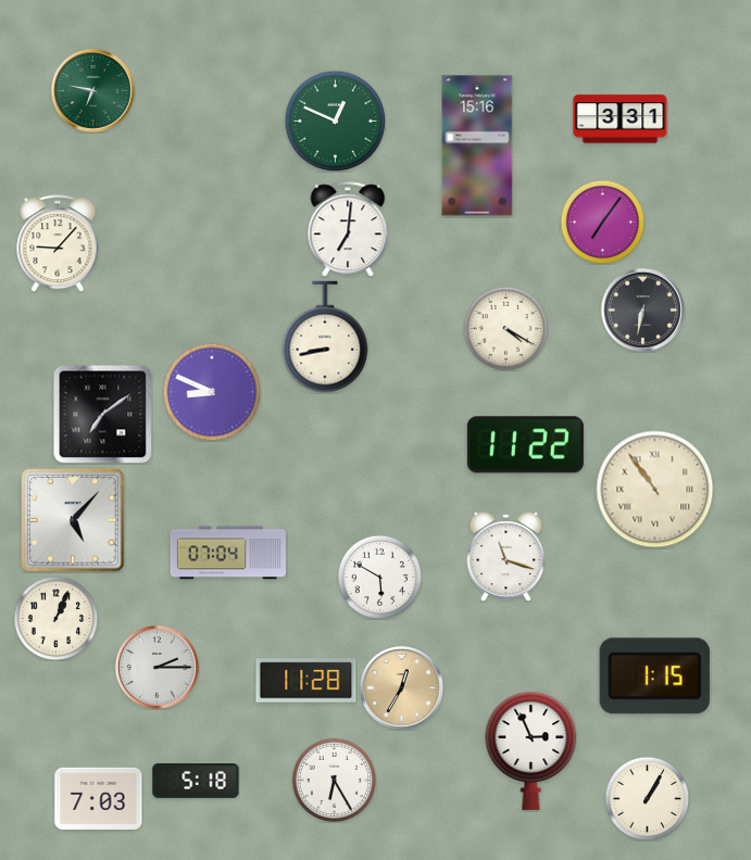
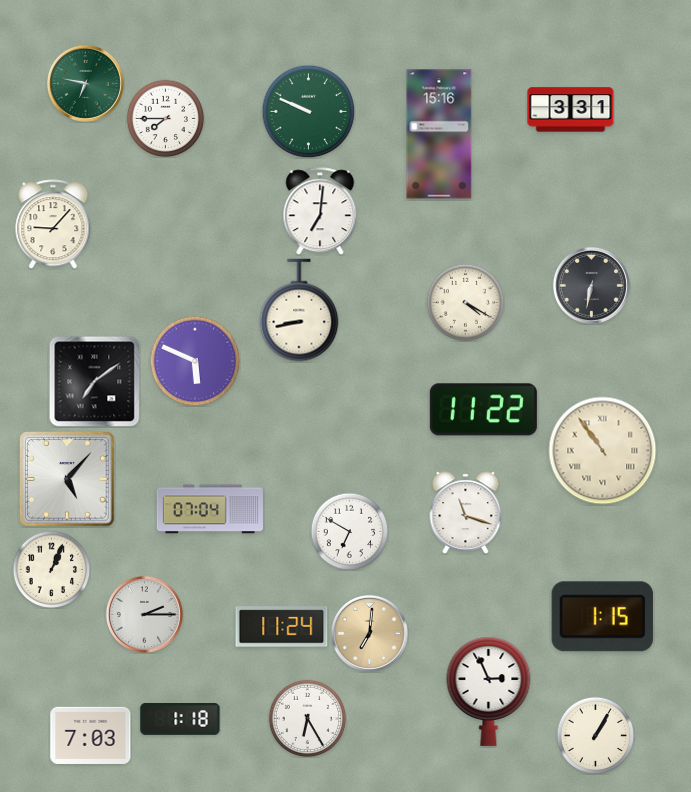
clock at (335, 121): 12:49 -> 9:49
clock at (165, 118): none -> 7:45
clock at (602, 222): 7:06 -> none
clock at (212, 392): 8:49 -> 5:49
clock at (379, 577): 5:50 -> 6:50
clock at (654, 676) position: (654, 676) -> (602, 617)
clock at (306, 681): 11:28 -> 11:24
clock at (401, 687): 12:35 -> 7:01
clock at (196, 782): 5:18 -> 1:18
